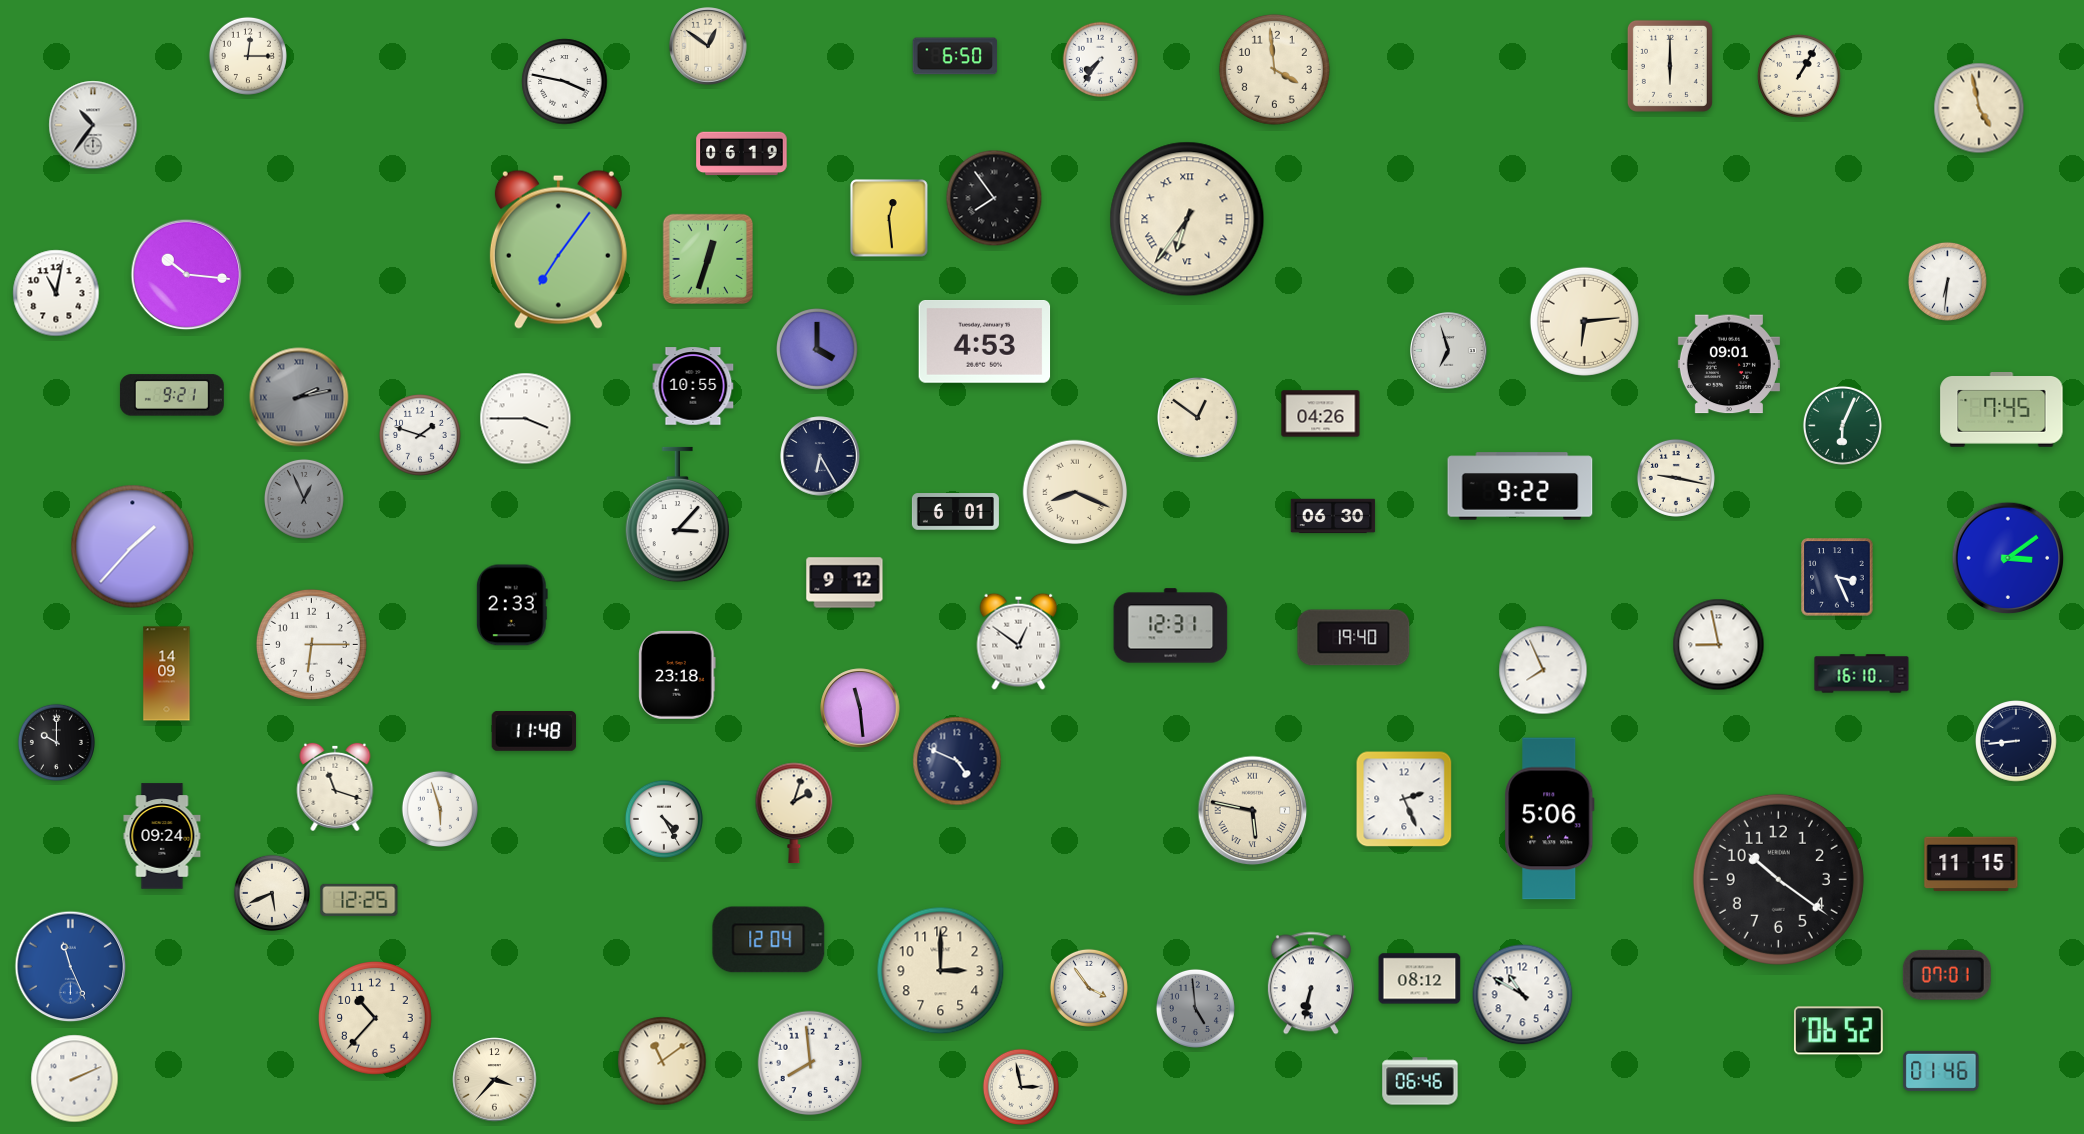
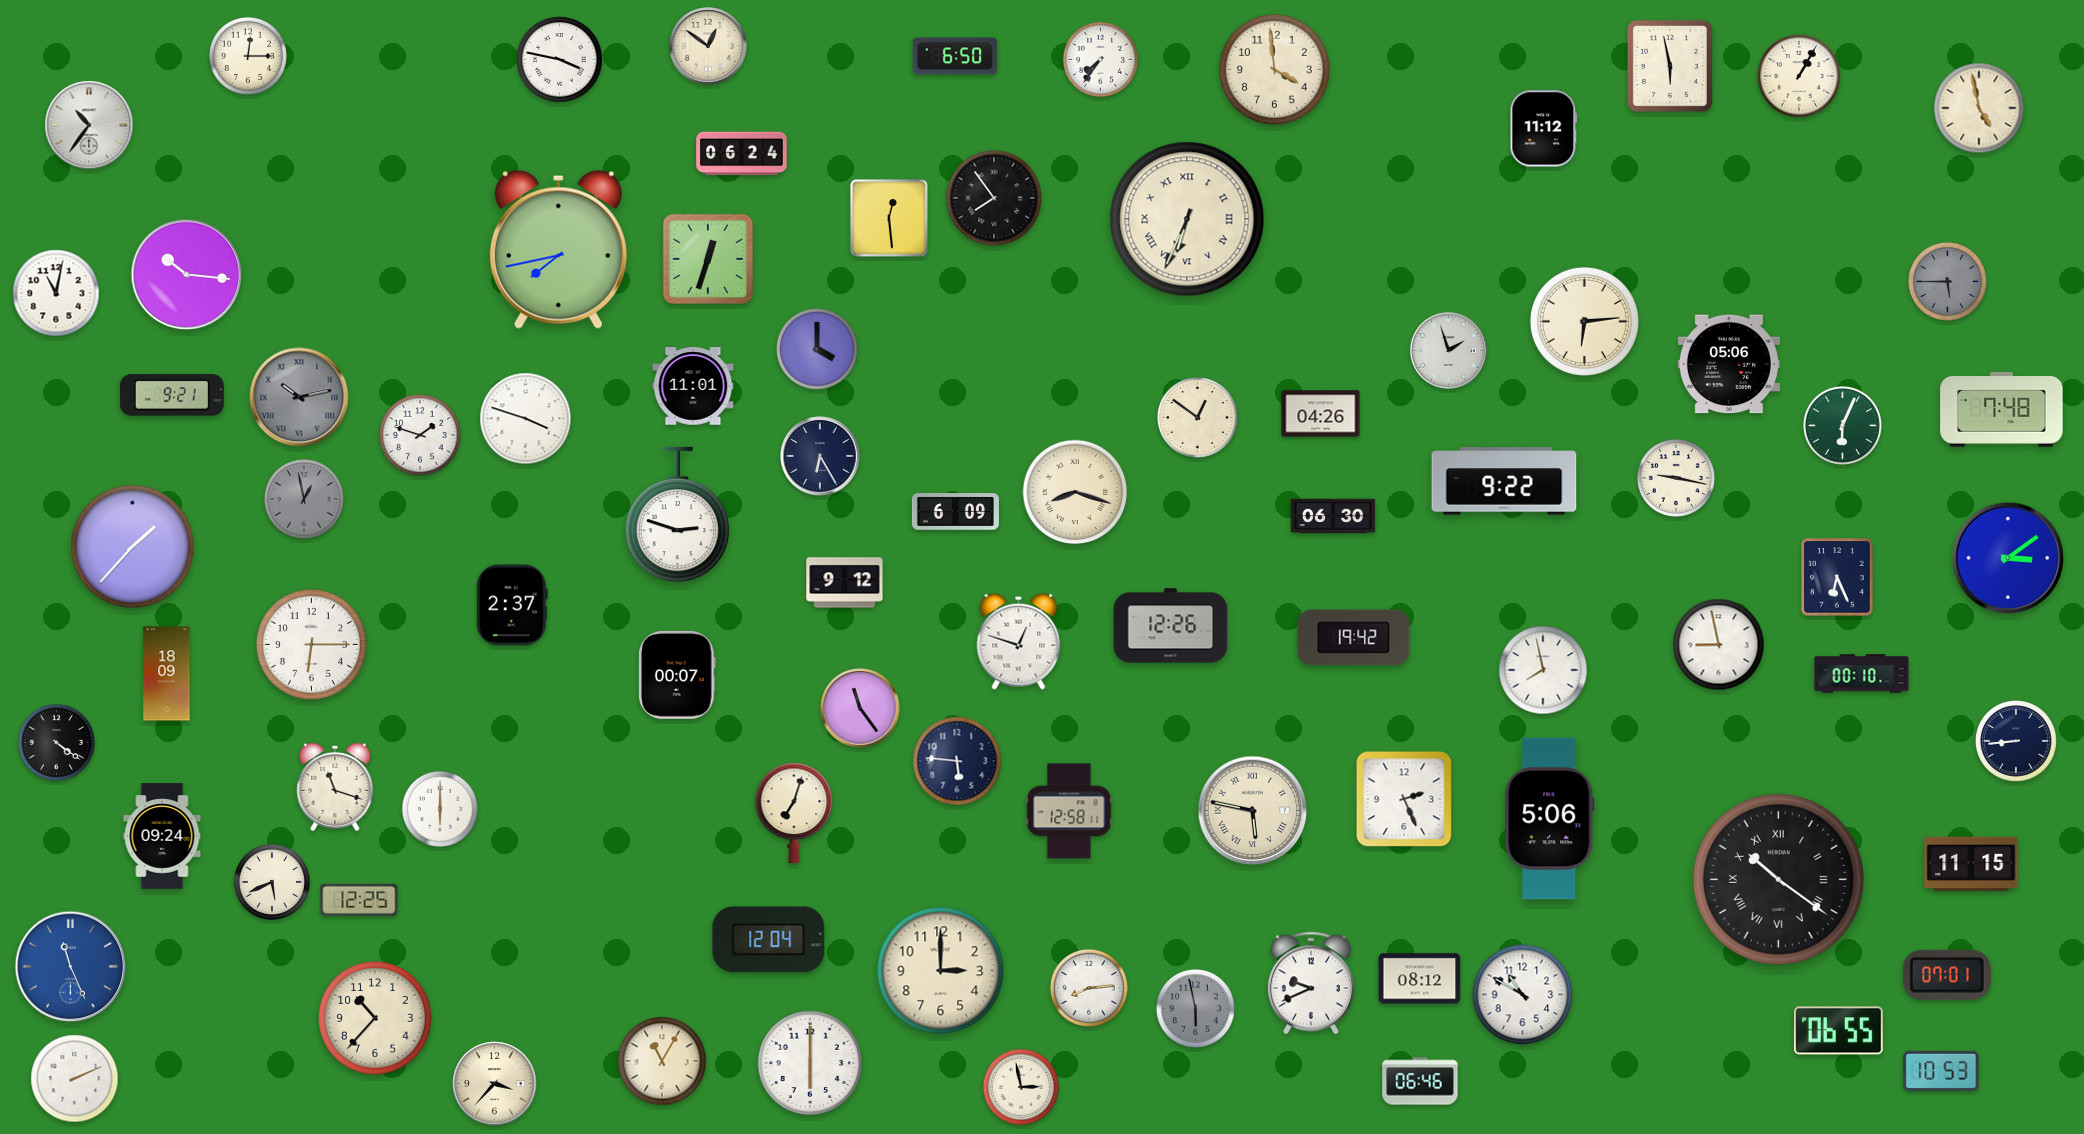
clock at (1670, 66): 6:00 -> 5:58
clock at (565, 82) position: (565, 82) -> (560, 60)
clock at (93, 125) position: (93, 125) -> (89, 125)
clock at (1544, 129): none -> 11:12
clock at (742, 154): 06:19 -> 06:24
clock at (1187, 219): 6:36 -> 6:34
clock at (558, 249): 7:06 -> 7:43
clock at (1947, 281): 6:31 -> 5:45
clock at (1947, 281) dial: white -> grey
clock at (985, 342): 4:53 -> none
clock at (1449, 351): 6:57 -> 1:57
clock at (1729, 364): 09:01 -> 05:06
clock at (693, 386): 10:55 -> 11:01
clock at (299, 397): 2:13 -> 10:13
clock at (2002, 410): 7:45 -> 7:48
clock at (526, 419): 3:45 -> 3:48
clock at (1520, 486) position: (1520, 486) -> (1504, 481)
clock at (1075, 492): 8:19 -> 8:18
clock at (304, 499): 12:56 -> 12:58
clock at (955, 512): 6:01 -> 6:09
clock at (677, 515): 3:07 -> 2:48
clock at (1837, 577): 3:26 -> 6:26
clock at (512, 605): 2:33 -> 2:37
clock at (1171, 626): 12:31 -> 12:26
clock at (1354, 638): 19:40 -> 19:42
clock at (1019, 641): 12:51 -> 12:48
clock at (1543, 670): 7:56 -> 7:58
clock at (167, 674): 14:09 -> 18:09
clock at (1862, 674): 16:10 -> 00:10
clock at (677, 675): 23:18 -> 00:07
clock at (860, 708): 11:29 -> 11:24
clock at (534, 732): 11:48 -> none
clock at (56, 742): 10:00 -> 4:21
clock at (957, 761): 4:49 -> 5:46
clock at (439, 808): 5:57 -> 6:00
clock at (1069, 811): none -> 12:58
clock at (794, 813): 2:03 -> 7:03
clock at (664, 819): 4:25 -> none
clock at (1778, 879) numerals: Arabic -> Roman
clock at (271, 892) position: (271, 892) -> (271, 881)
clock at (1311, 983): 6:32 -> 9:41
clock at (1089, 988): 3:54 -> 8:14
clock at (1195, 1008): 4:59 -> 5:58
clock at (1839, 1031): 06:52 -> 06:55
clock at (662, 1061): 11:09 -> 11:05
clock at (810, 1063): 7:59 -> 6:00
clock at (1941, 1071): 01:46 -> 10:53
clock at (495, 1080) position: (495, 1080) -> (495, 1084)
